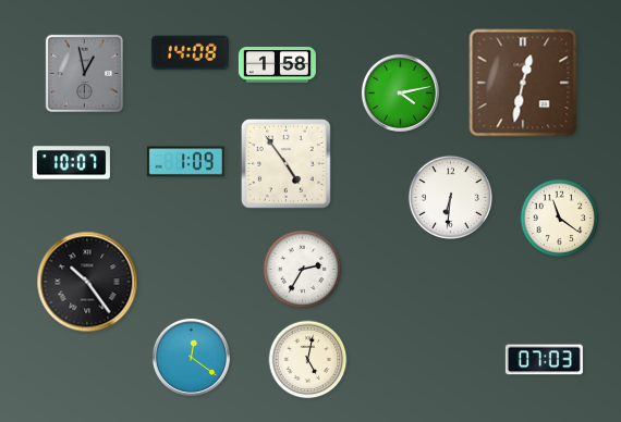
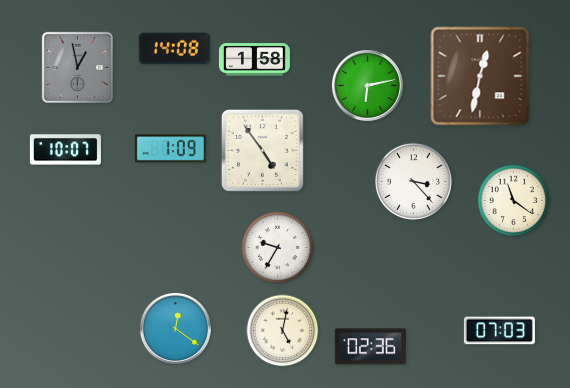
clock at (400, 92): 4:13 -> 6:13
clock at (450, 197): 6:31 -> 3:23
clock at (303, 270): 2:35 -> 9:35
clock at (87, 282): 10:24 -> none
clock at (370, 347): none -> 02:36
